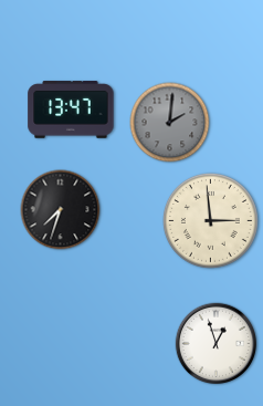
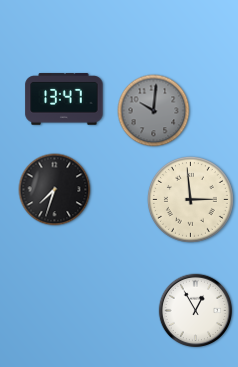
clock at (170, 123): 2:01 -> 10:01
clock at (217, 344): 12:57 -> 12:55
